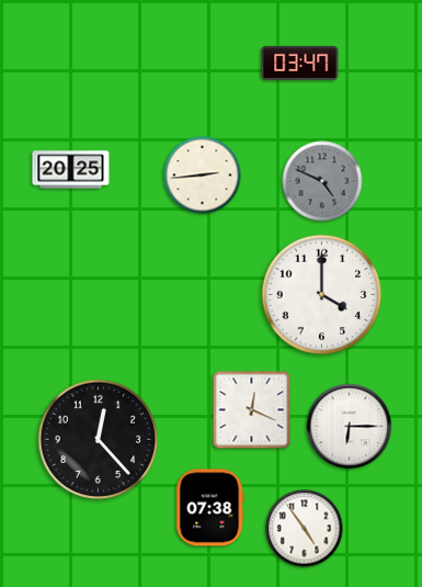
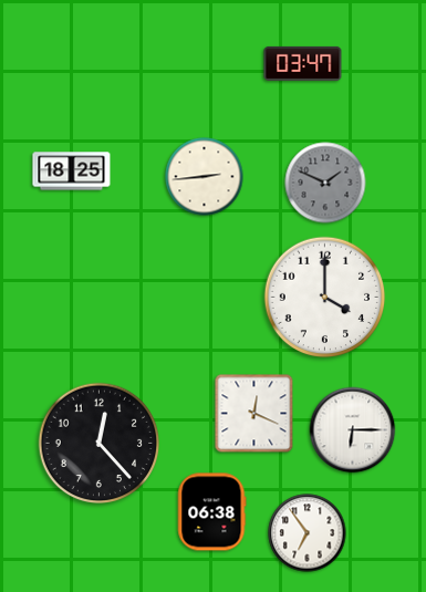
clock at (71, 170): 20:25 -> 18:25
clock at (322, 181): 4:49 -> 1:49
clock at (210, 508): 07:38 -> 06:38
clock at (305, 529): 4:54 -> 6:54
